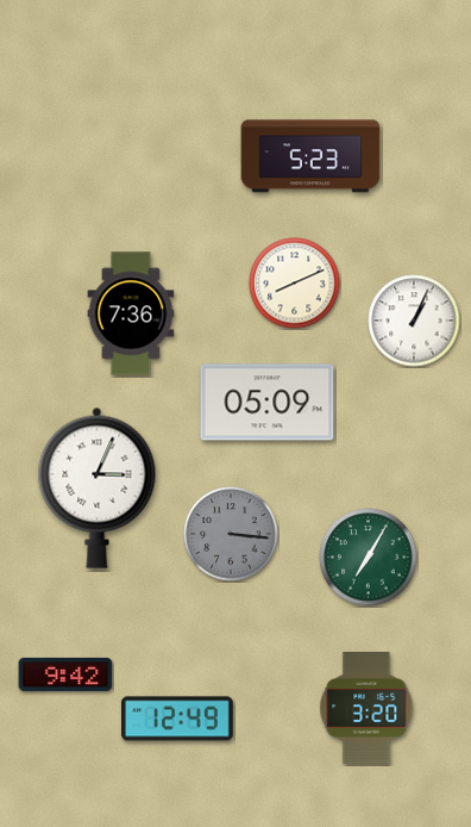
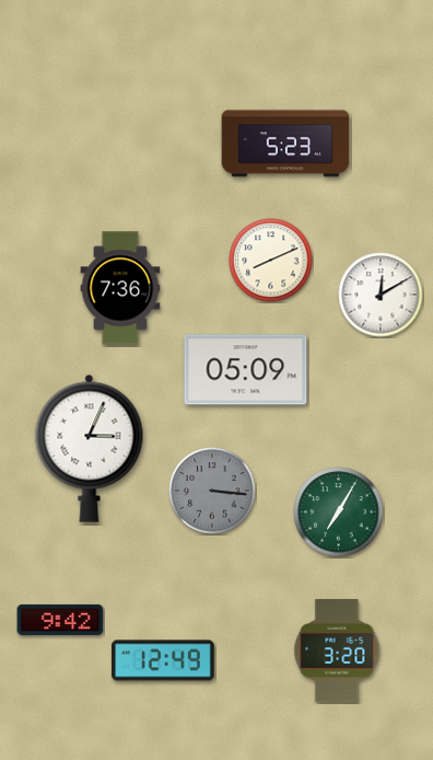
clock at (414, 321): 1:04 -> 12:10
